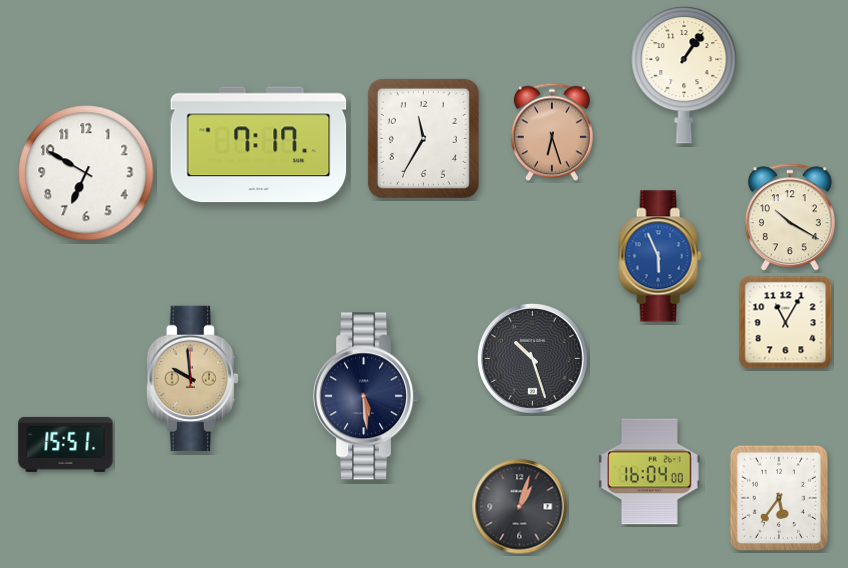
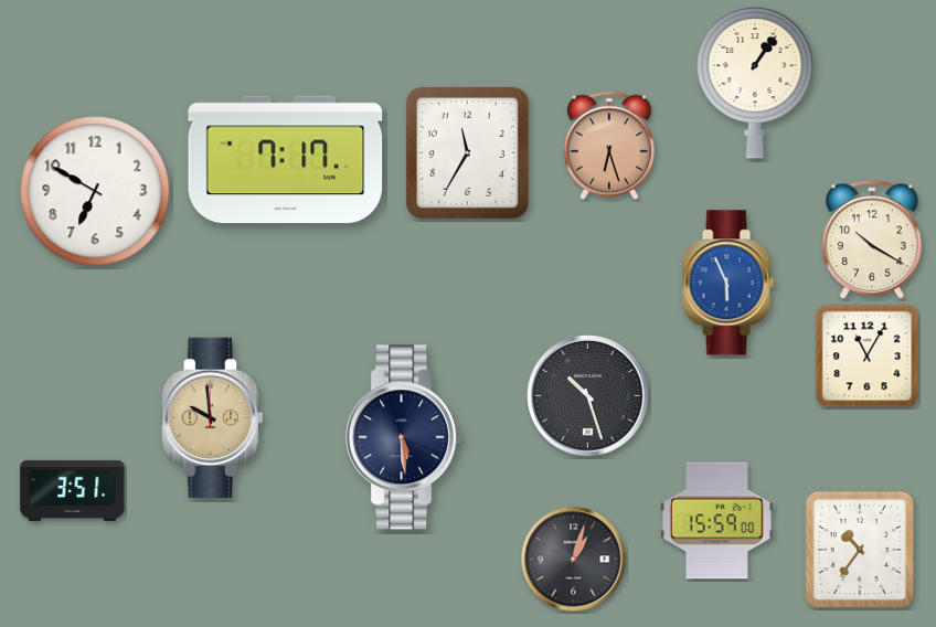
clock at (66, 444): 15:51 -> 3:51
clock at (650, 472): 16:04 -> 15:59
clock at (778, 497): 5:36 -> 10:36
